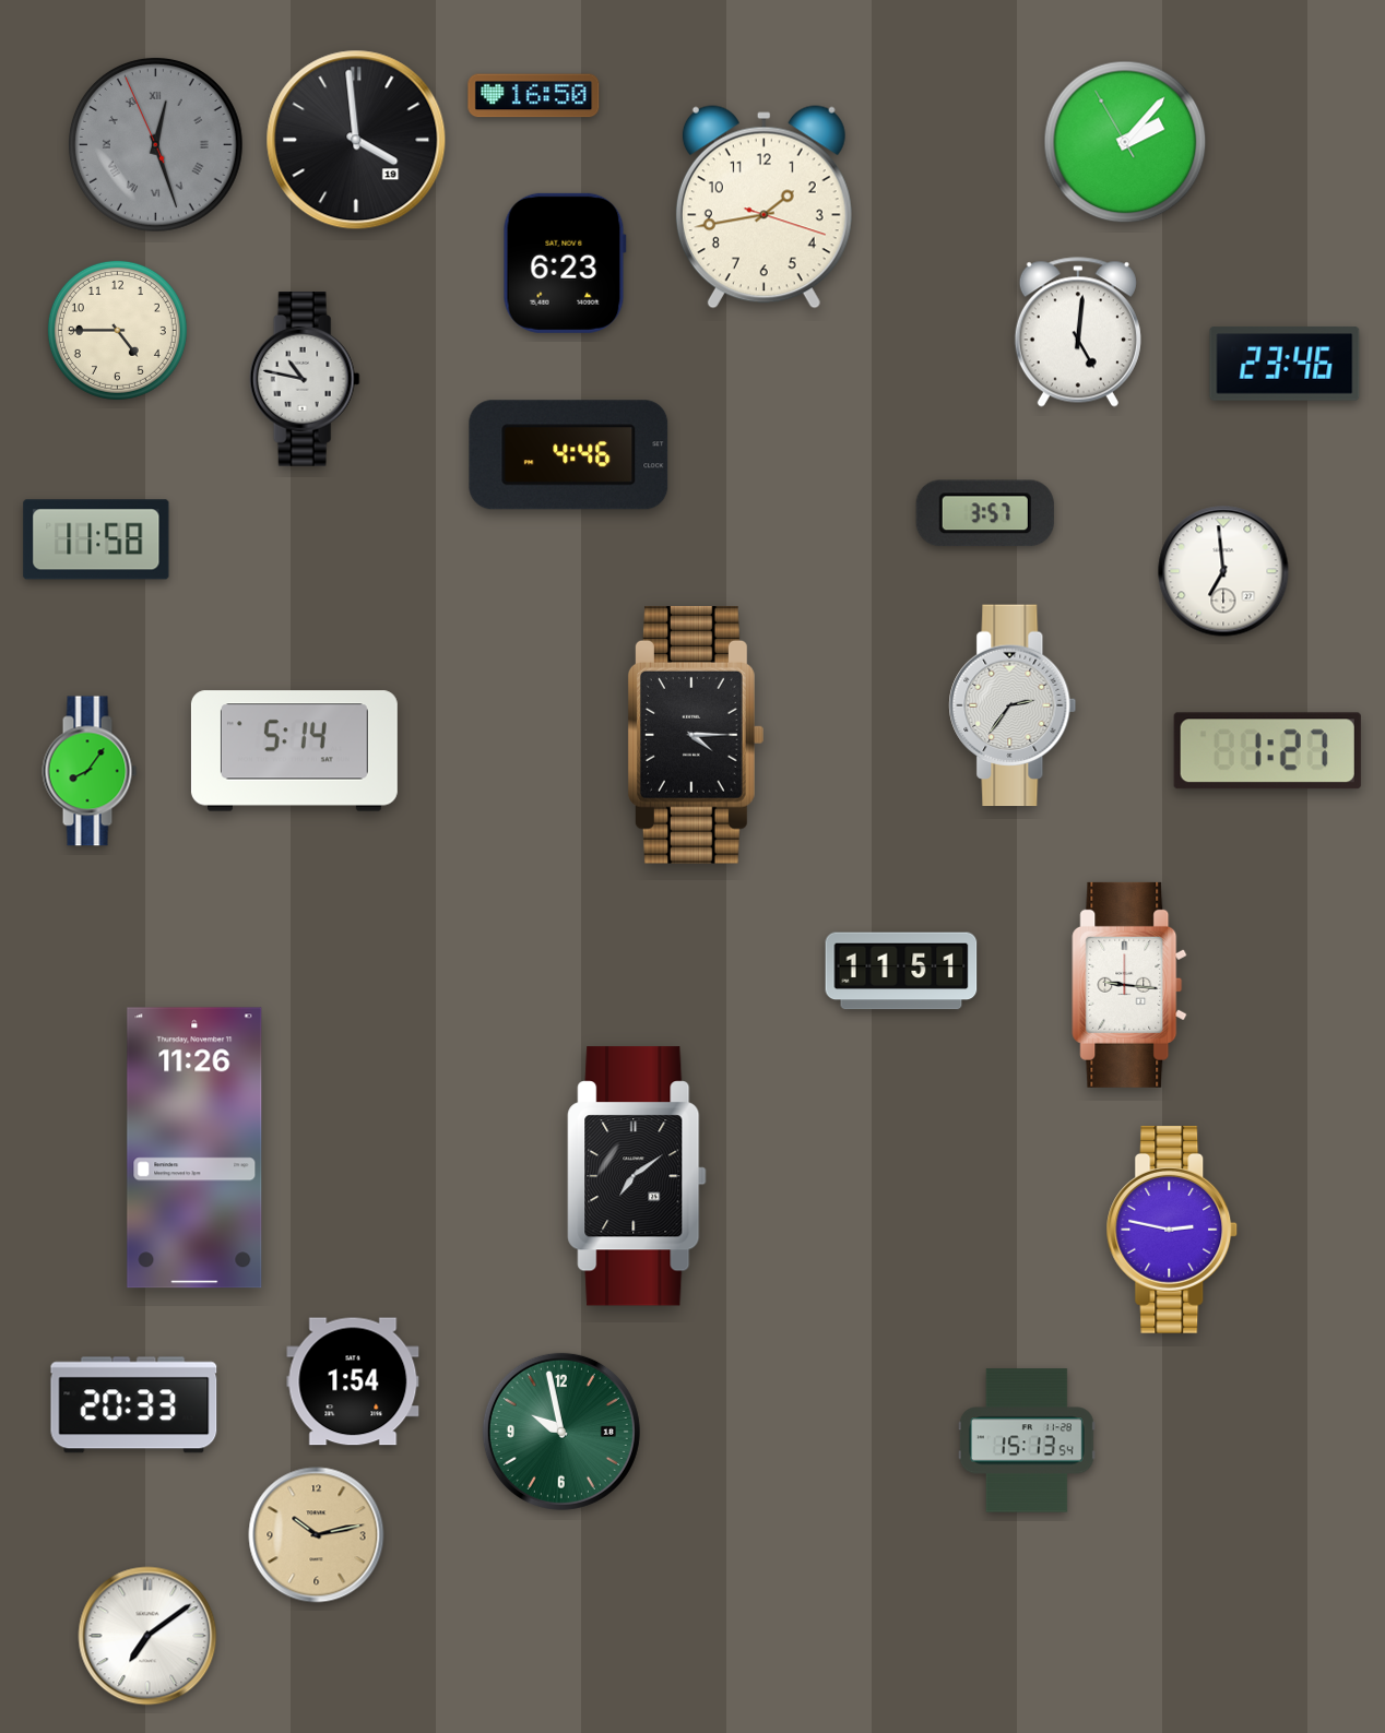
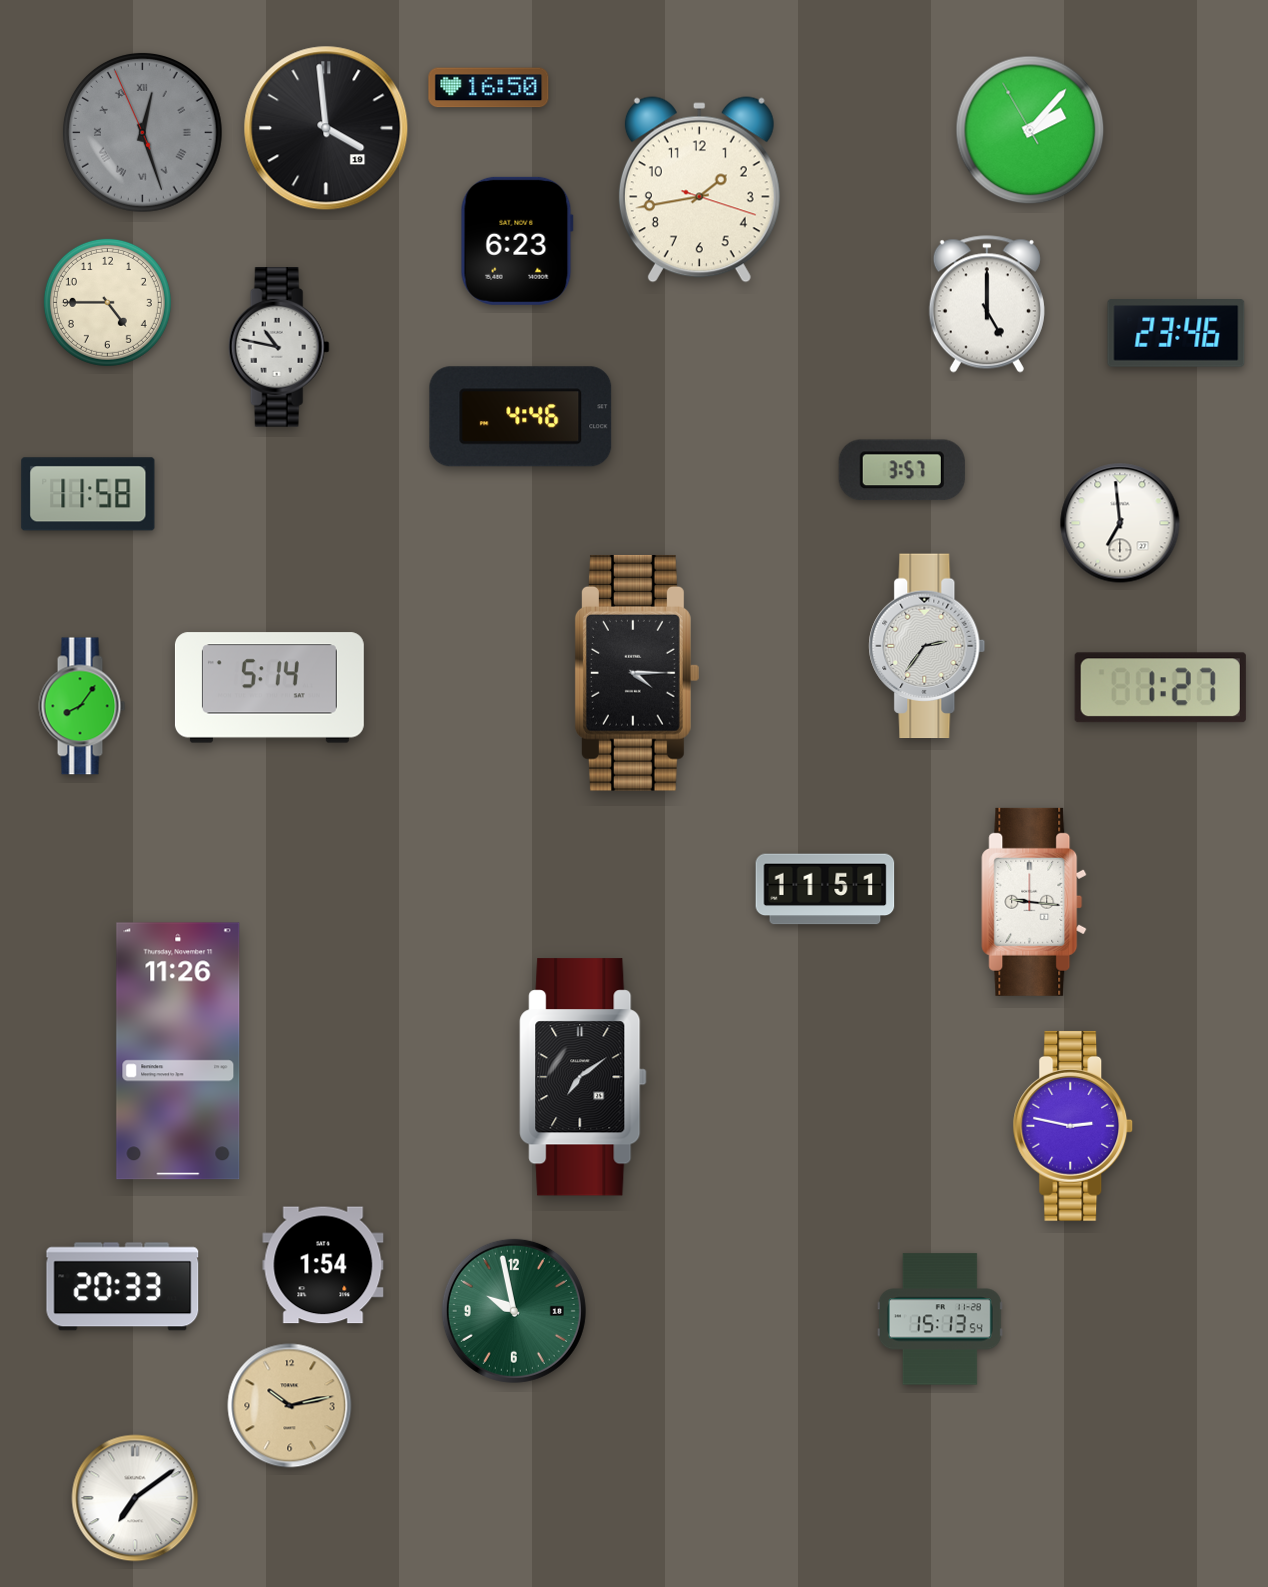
clock at (1078, 332): 5:01 -> 5:00
